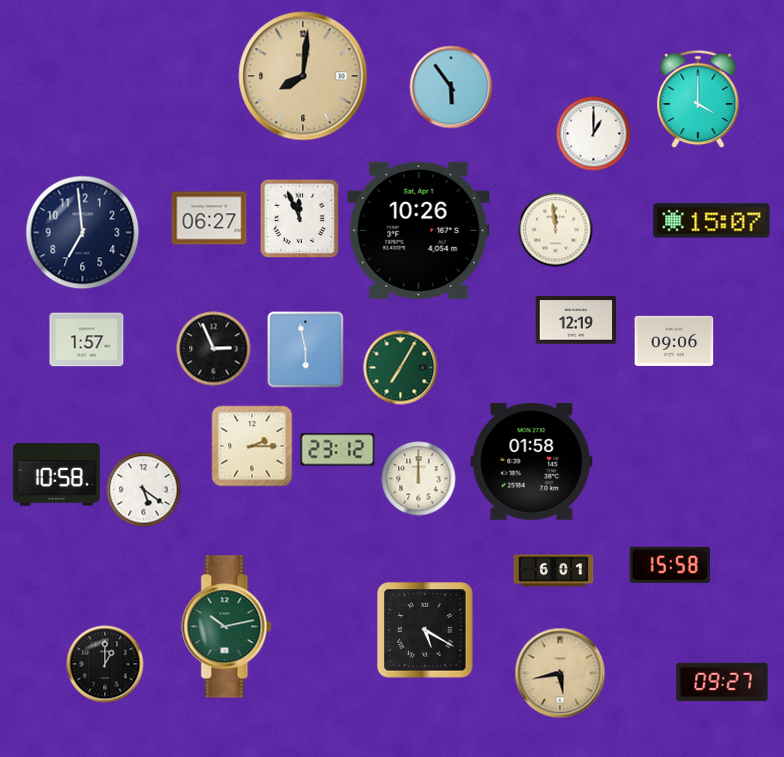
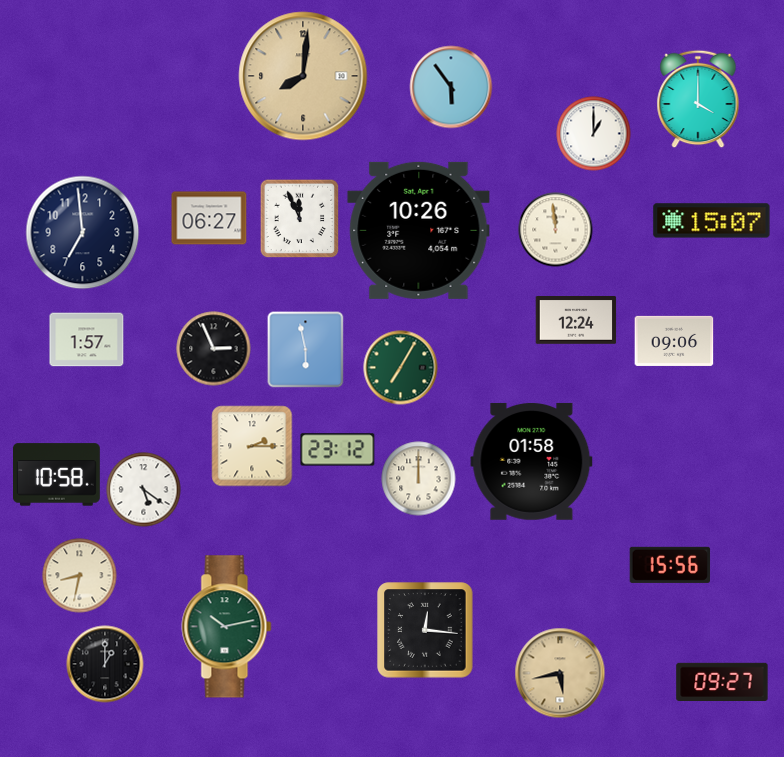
clock at (576, 321): 12:19 -> 12:24
clock at (670, 565): 15:58 -> 15:56
clock at (554, 571): 6:01 -> none
clock at (80, 576): none -> 8:32
clock at (425, 630): 5:20 -> 12:16
